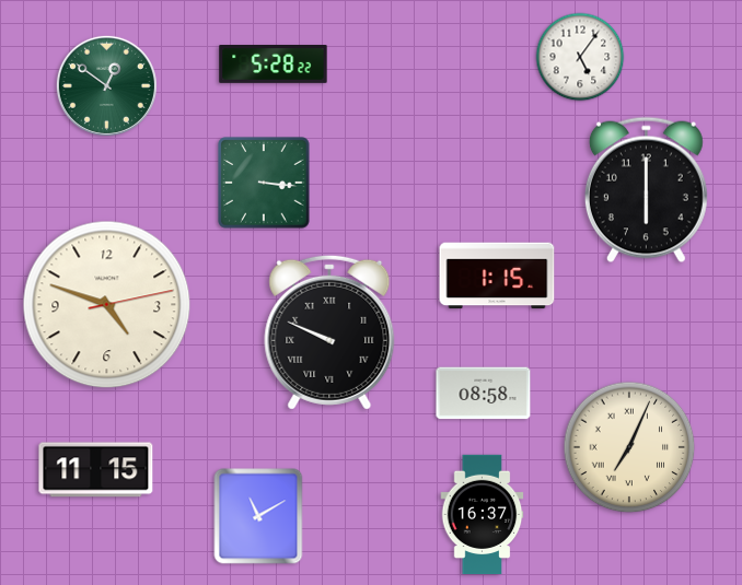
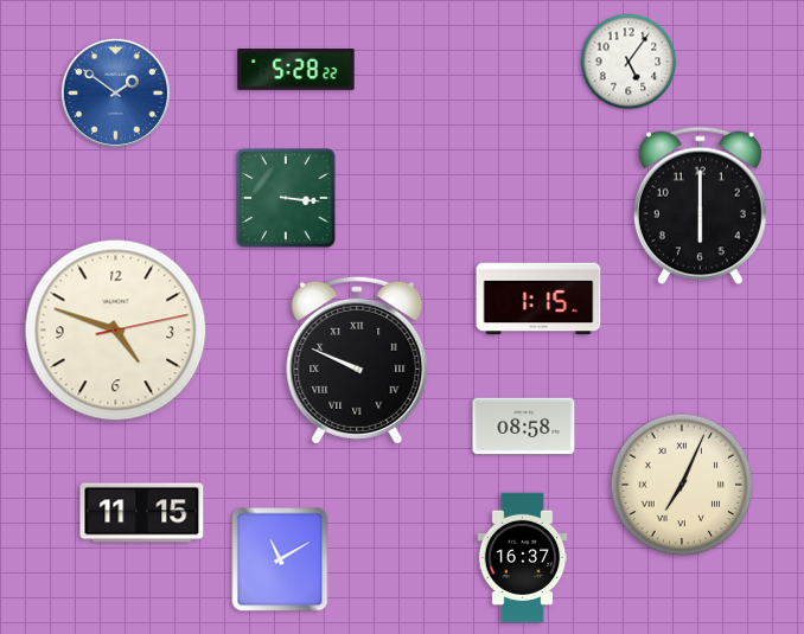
clock at (106, 85): 12:51 -> 1:51
clock at (106, 85) dial: green -> blue
clock at (96, 470) position: (96, 470) -> (142, 513)
